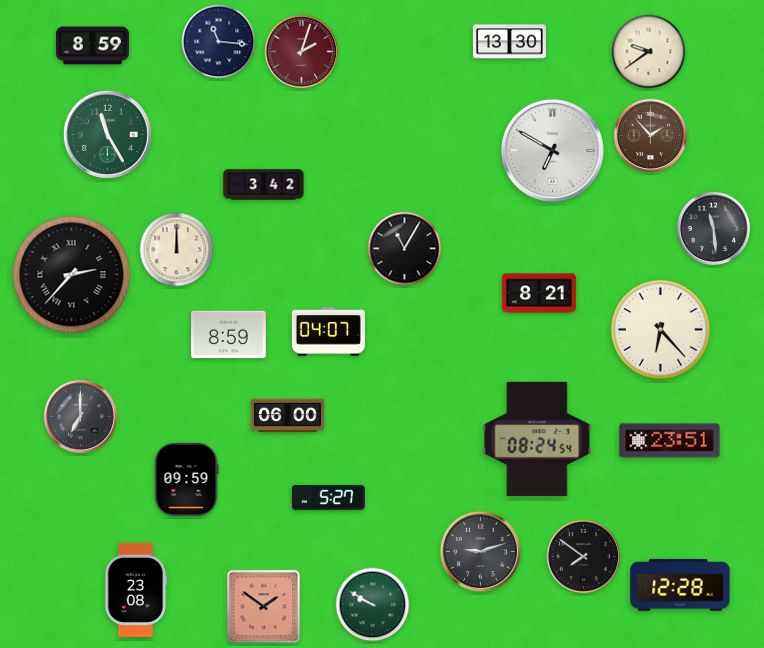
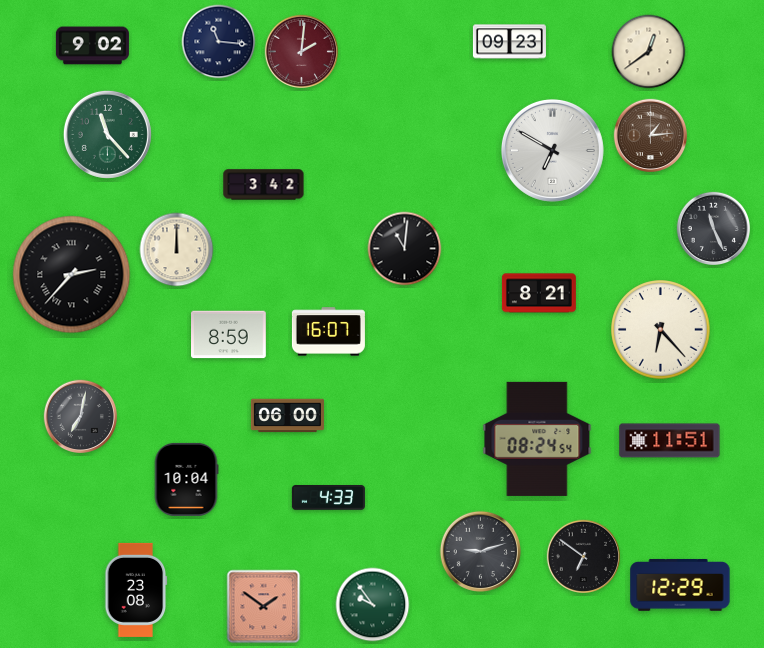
clock at (509, 42): 13:30 -> 09:23
clock at (92, 46): 8:59 -> 9:02
clock at (301, 51): 2:03 -> 2:01
clock at (649, 52): 9:39 -> 12:39
clock at (107, 134): 11:25 -> 11:23
clock at (650, 135): 1:53 -> 1:14
clock at (713, 228): 11:29 -> 11:26
clock at (405, 249): 11:05 -> 11:01
clock at (328, 332): 04:07 -> 16:07
clock at (80, 416): 7:00 -> 7:02
clock at (670, 441): 23:51 -> 11:51
clock at (186, 479): 09:59 -> 10:04
clock at (328, 498): 5:27 -> 4:33
clock at (583, 556): 7:51 -> 6:51
clock at (680, 585): 12:28 -> 12:29
clock at (373, 605): 9:50 -> 9:54
